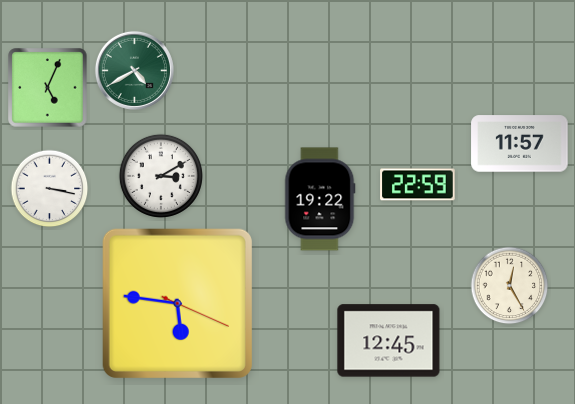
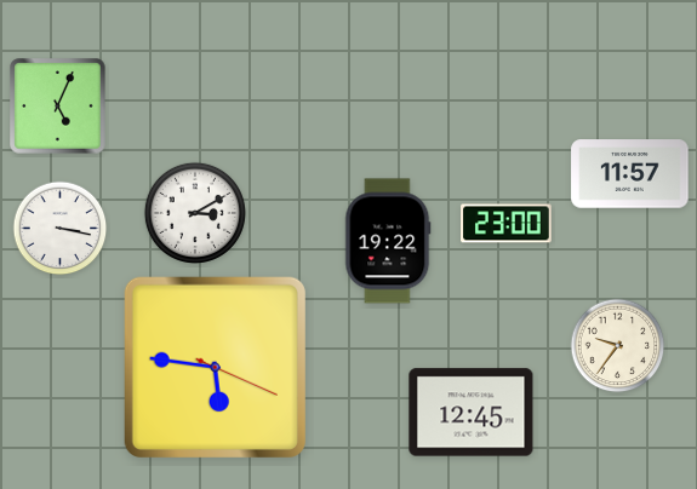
clock at (134, 70): 4:40 -> none
clock at (418, 185): 22:59 -> 23:00
clock at (510, 286): 12:25 -> 9:36
